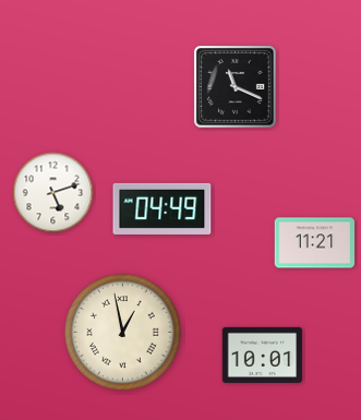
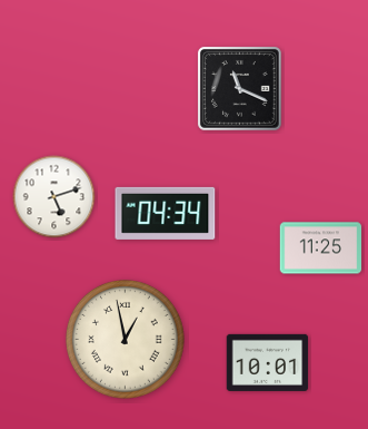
clock at (163, 208): 04:49 -> 04:34
clock at (315, 243): 11:21 -> 11:25
